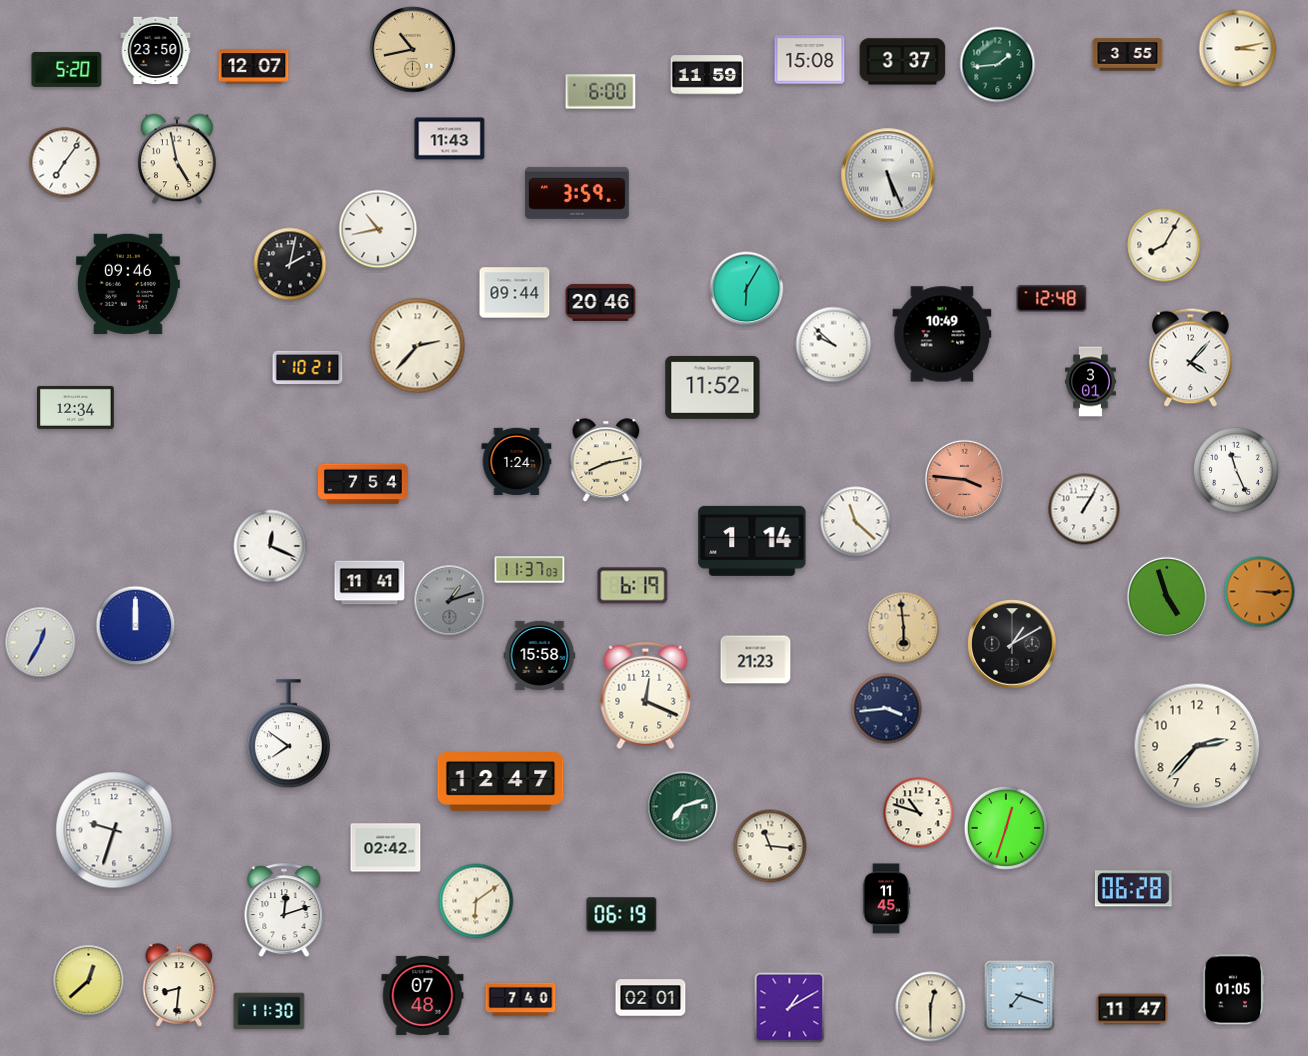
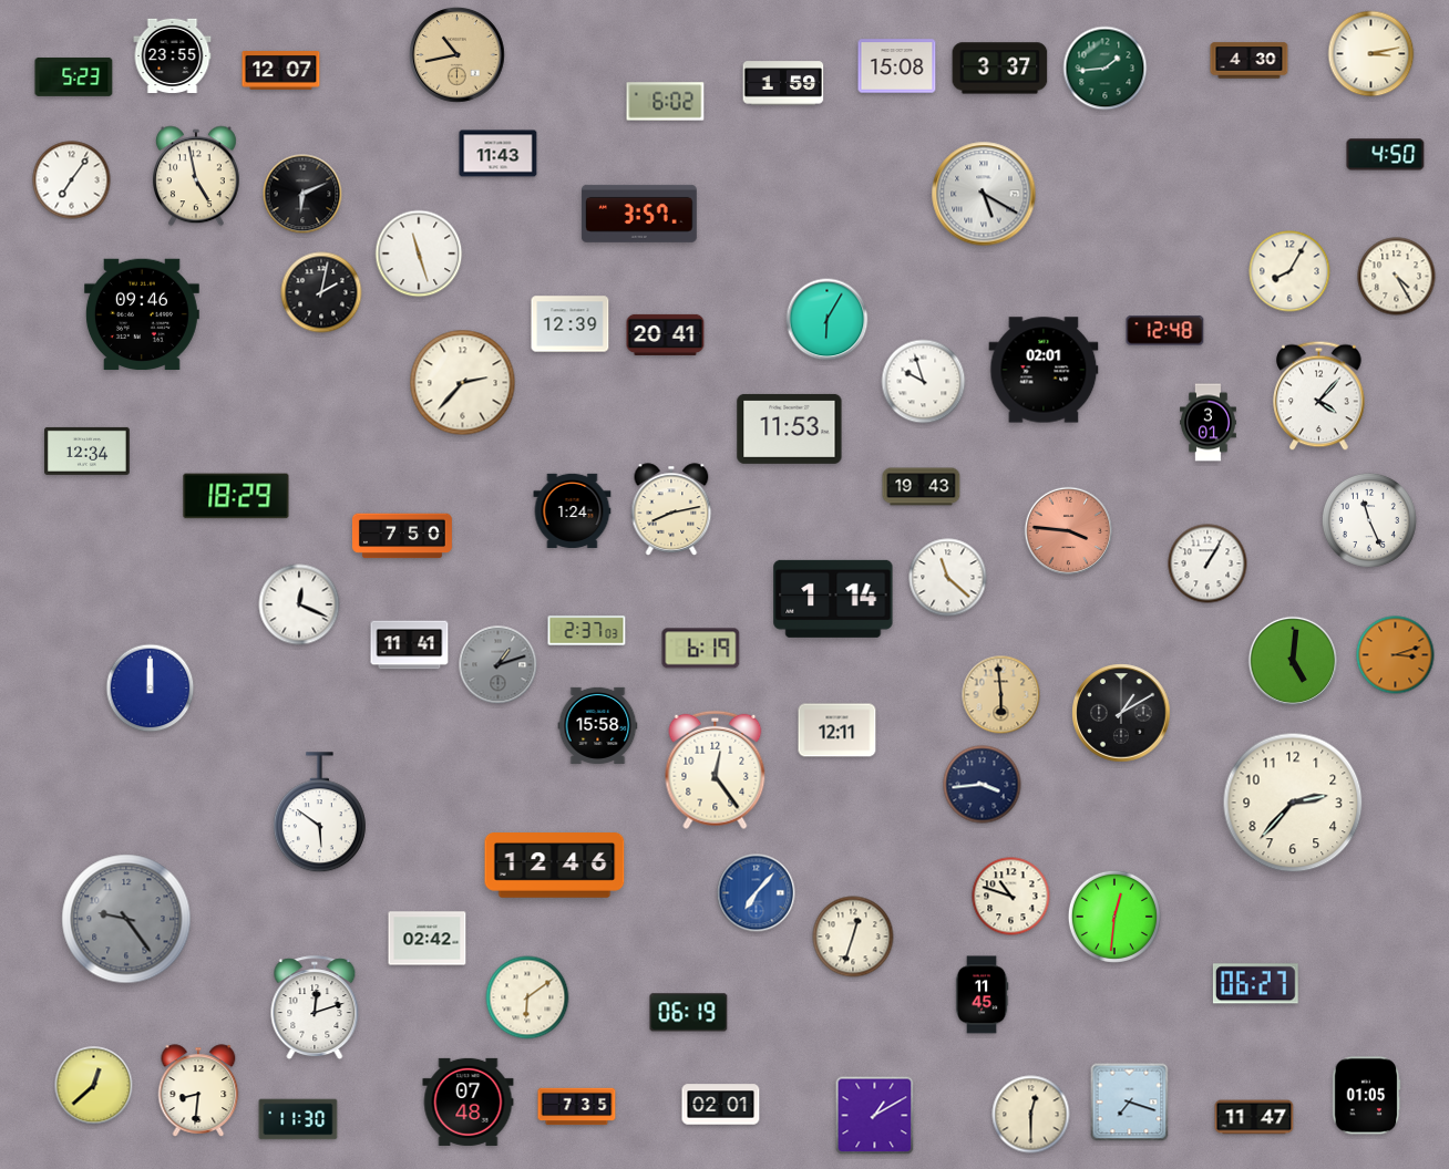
clock at (156, 51): 23:50 -> 23:55
clock at (1128, 55): 3:55 -> 4:30
clock at (998, 65) position: (998, 65) -> (1106, 69)
clock at (254, 67) position: (254, 67) -> (281, 71)
clock at (67, 69): 5:20 -> 5:23
clock at (707, 75): 11:59 -> 1:59
clock at (601, 92): 6:00 -> 6:02
clock at (1386, 155): none -> 4:50
clock at (302, 194): none -> 6:11
clock at (888, 175): 5:26 -> 5:20
clock at (577, 193): 3:59 -> 3:57
clock at (378, 229): 10:43 -> 11:27
clock at (1397, 277): none -> 4:25
clock at (515, 293): 09:44 -> 12:39
clock at (601, 302): 20:46 -> 20:41
clock at (942, 334): 10:49 -> 02:01
clock at (834, 345): 9:52 -> 9:57
clock at (308, 367): 10:21 -> none
clock at (713, 387): 11:52 -> 11:53
clock at (76, 407) position: (76, 407) -> (88, 451)
clock at (922, 487): none -> 19:43
clock at (236, 496): none -> 18:29
clock at (363, 484): 7:54 -> 7:50
clock at (1084, 509) position: (1084, 509) -> (1207, 563)
clock at (530, 570): 11:37 -> 2:37
clock at (1260, 592): 3:15 -> 3:12
clock at (1166, 596): 4:57 -> 5:01
clock at (136, 626) position: (136, 626) -> (151, 689)
clock at (41, 643): 12:35 -> none
clock at (756, 660): 21:23 -> 12:11
clock at (646, 696): 12:19 -> 12:24
clock at (288, 734): 7:51 -> 5:51
clock at (1197, 746) position: (1197, 746) -> (1293, 803)
clock at (501, 782): 12:47 -> 12:46
clock at (683, 807): 7:12 -> 7:07
clock at (683, 807) dial: green -> blue
clock at (919, 813) position: (919, 813) -> (1011, 897)
clock at (1006, 828): 12:33 -> 12:31
clock at (114, 830): 9:33 -> 9:24
clock at (114, 830) dial: white -> grey
clock at (770, 846): 11:16 -> 12:33
clock at (1133, 889): 06:28 -> 06:27
clock at (89, 981) position: (89, 981) -> (94, 1086)
clock at (521, 1000): 7:40 -> 7:35
